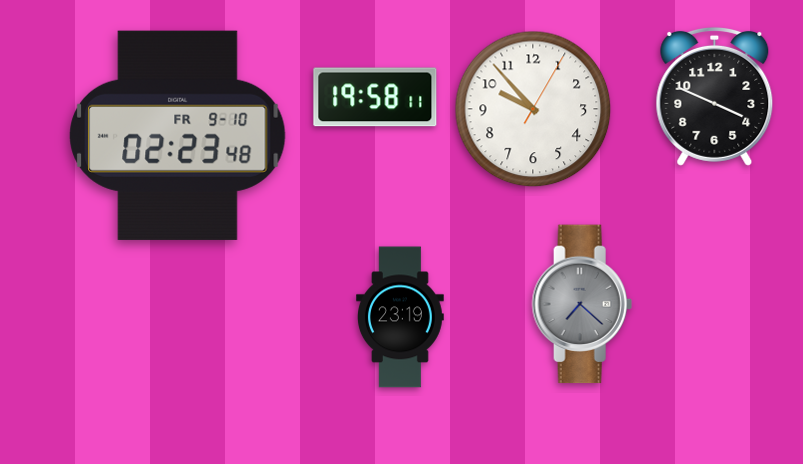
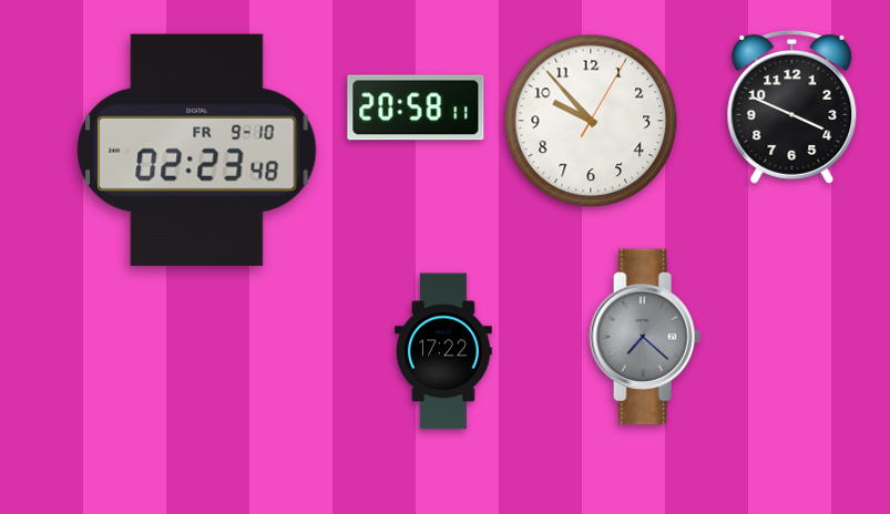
clock at (375, 97): 19:58 -> 20:58
clock at (401, 317): 23:19 -> 17:22
